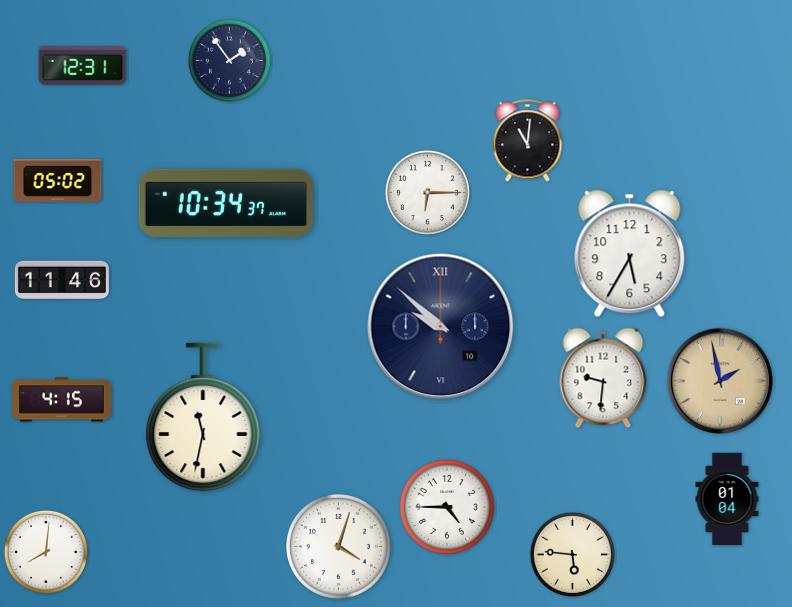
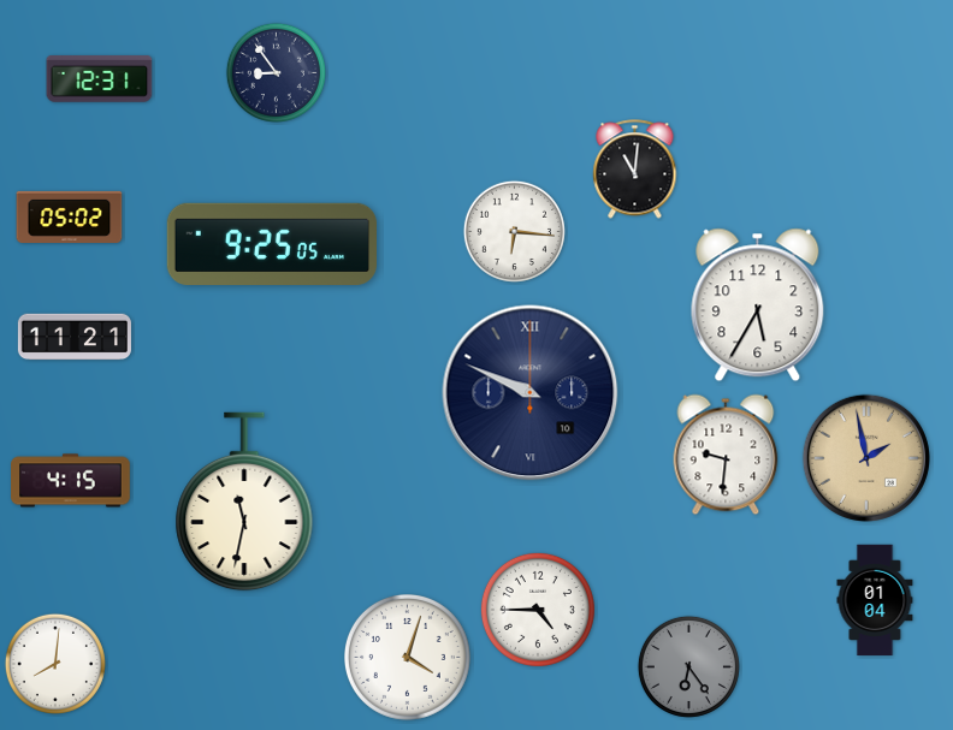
clock at (229, 60): 1:54 -> 8:54
clock at (427, 192): 6:15 -> 6:16
clock at (225, 202): 10:34 -> 9:25
clock at (62, 280): 11:46 -> 11:21
clock at (441, 327): 9:52 -> 9:49
clock at (62, 400) position: (62, 400) -> (71, 481)
clock at (572, 554): 5:46 -> 6:24
clock at (572, 554) dial: cream -> grey
